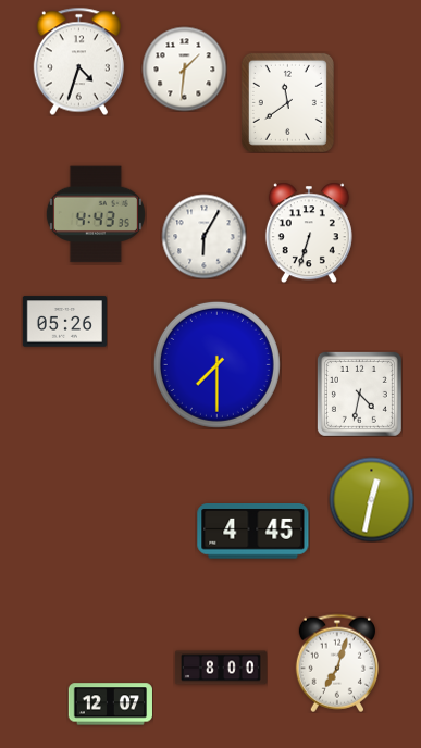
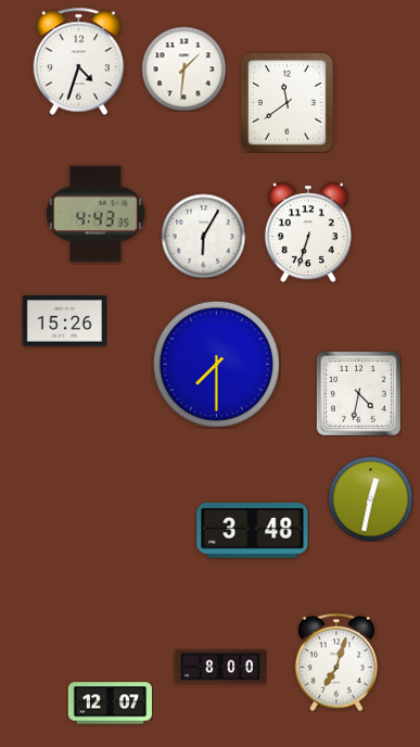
clock at (64, 322): 05:26 -> 15:26
clock at (253, 532): 4:45 -> 3:48
